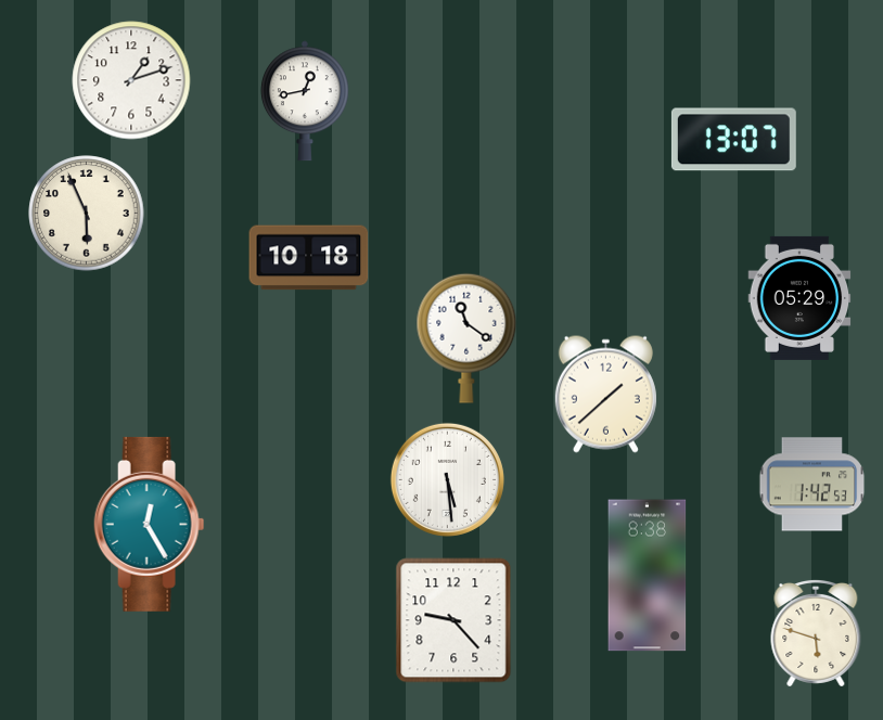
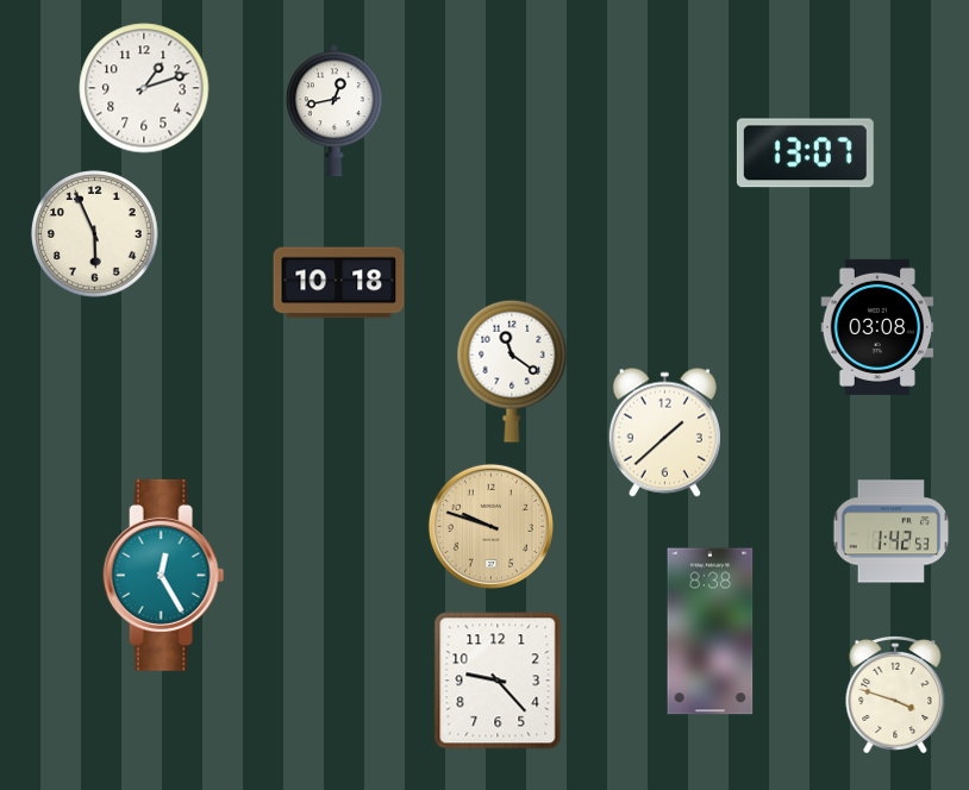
clock at (799, 298): 05:29 -> 03:08
clock at (447, 479): 5:29 -> 9:48
clock at (447, 479) dial: white -> champagne
clock at (816, 633): 5:48 -> 3:48
